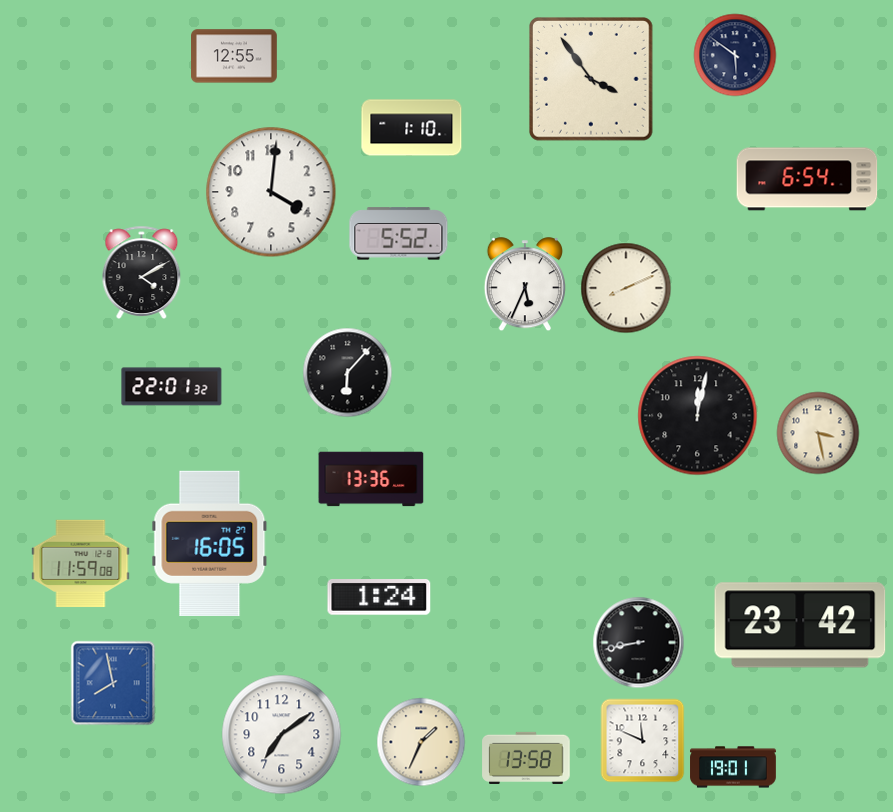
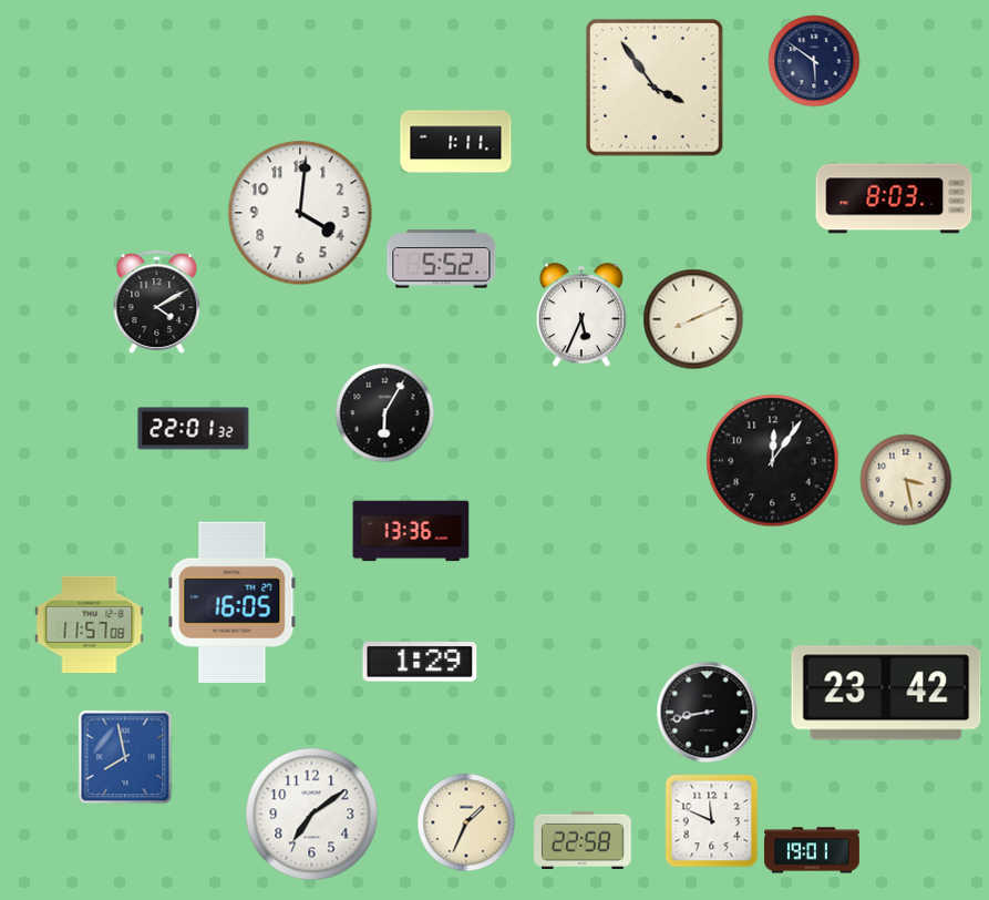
clock at (235, 56): 12:55 -> none
clock at (412, 128): 1:10 -> 1:11
clock at (807, 179): 6:54 -> 8:03
clock at (348, 373): 6:07 -> 6:05
clock at (172, 387) position: (172, 387) -> (194, 429)
clock at (698, 416): 12:02 -> 12:06
clock at (81, 564): 11:59 -> 11:57
clock at (379, 597): 1:24 -> 1:29
clock at (526, 758): 13:58 -> 22:58
